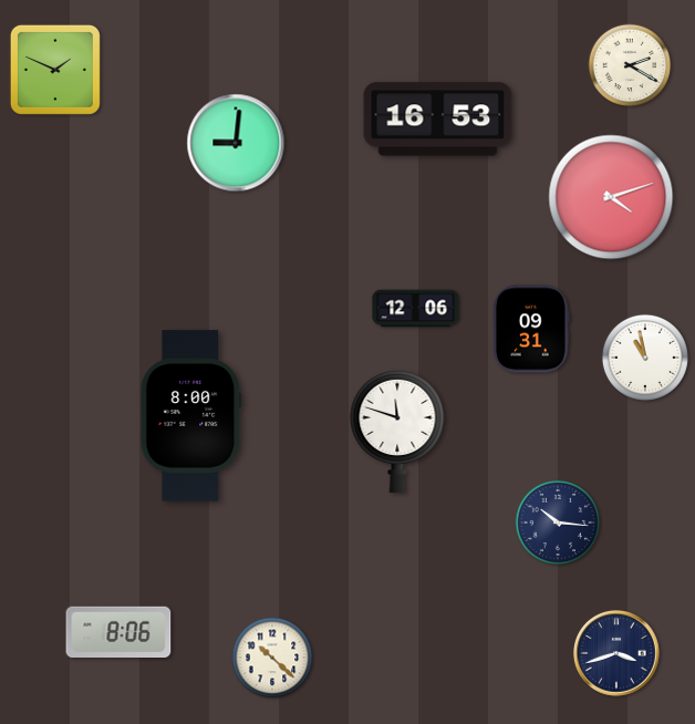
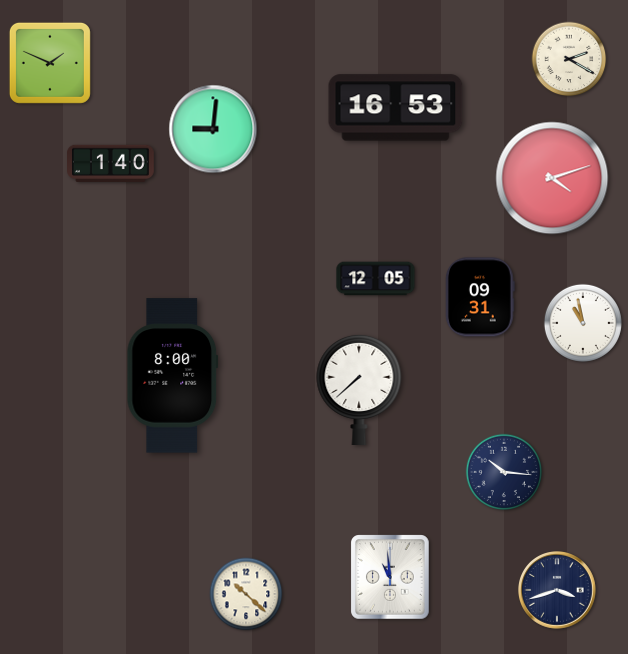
clock at (111, 163): none -> 1:40
clock at (416, 309): 12:06 -> 12:05
clock at (397, 431): 11:48 -> 7:38
clock at (118, 631): 8:06 -> none
clock at (390, 577): none -> 10:59
